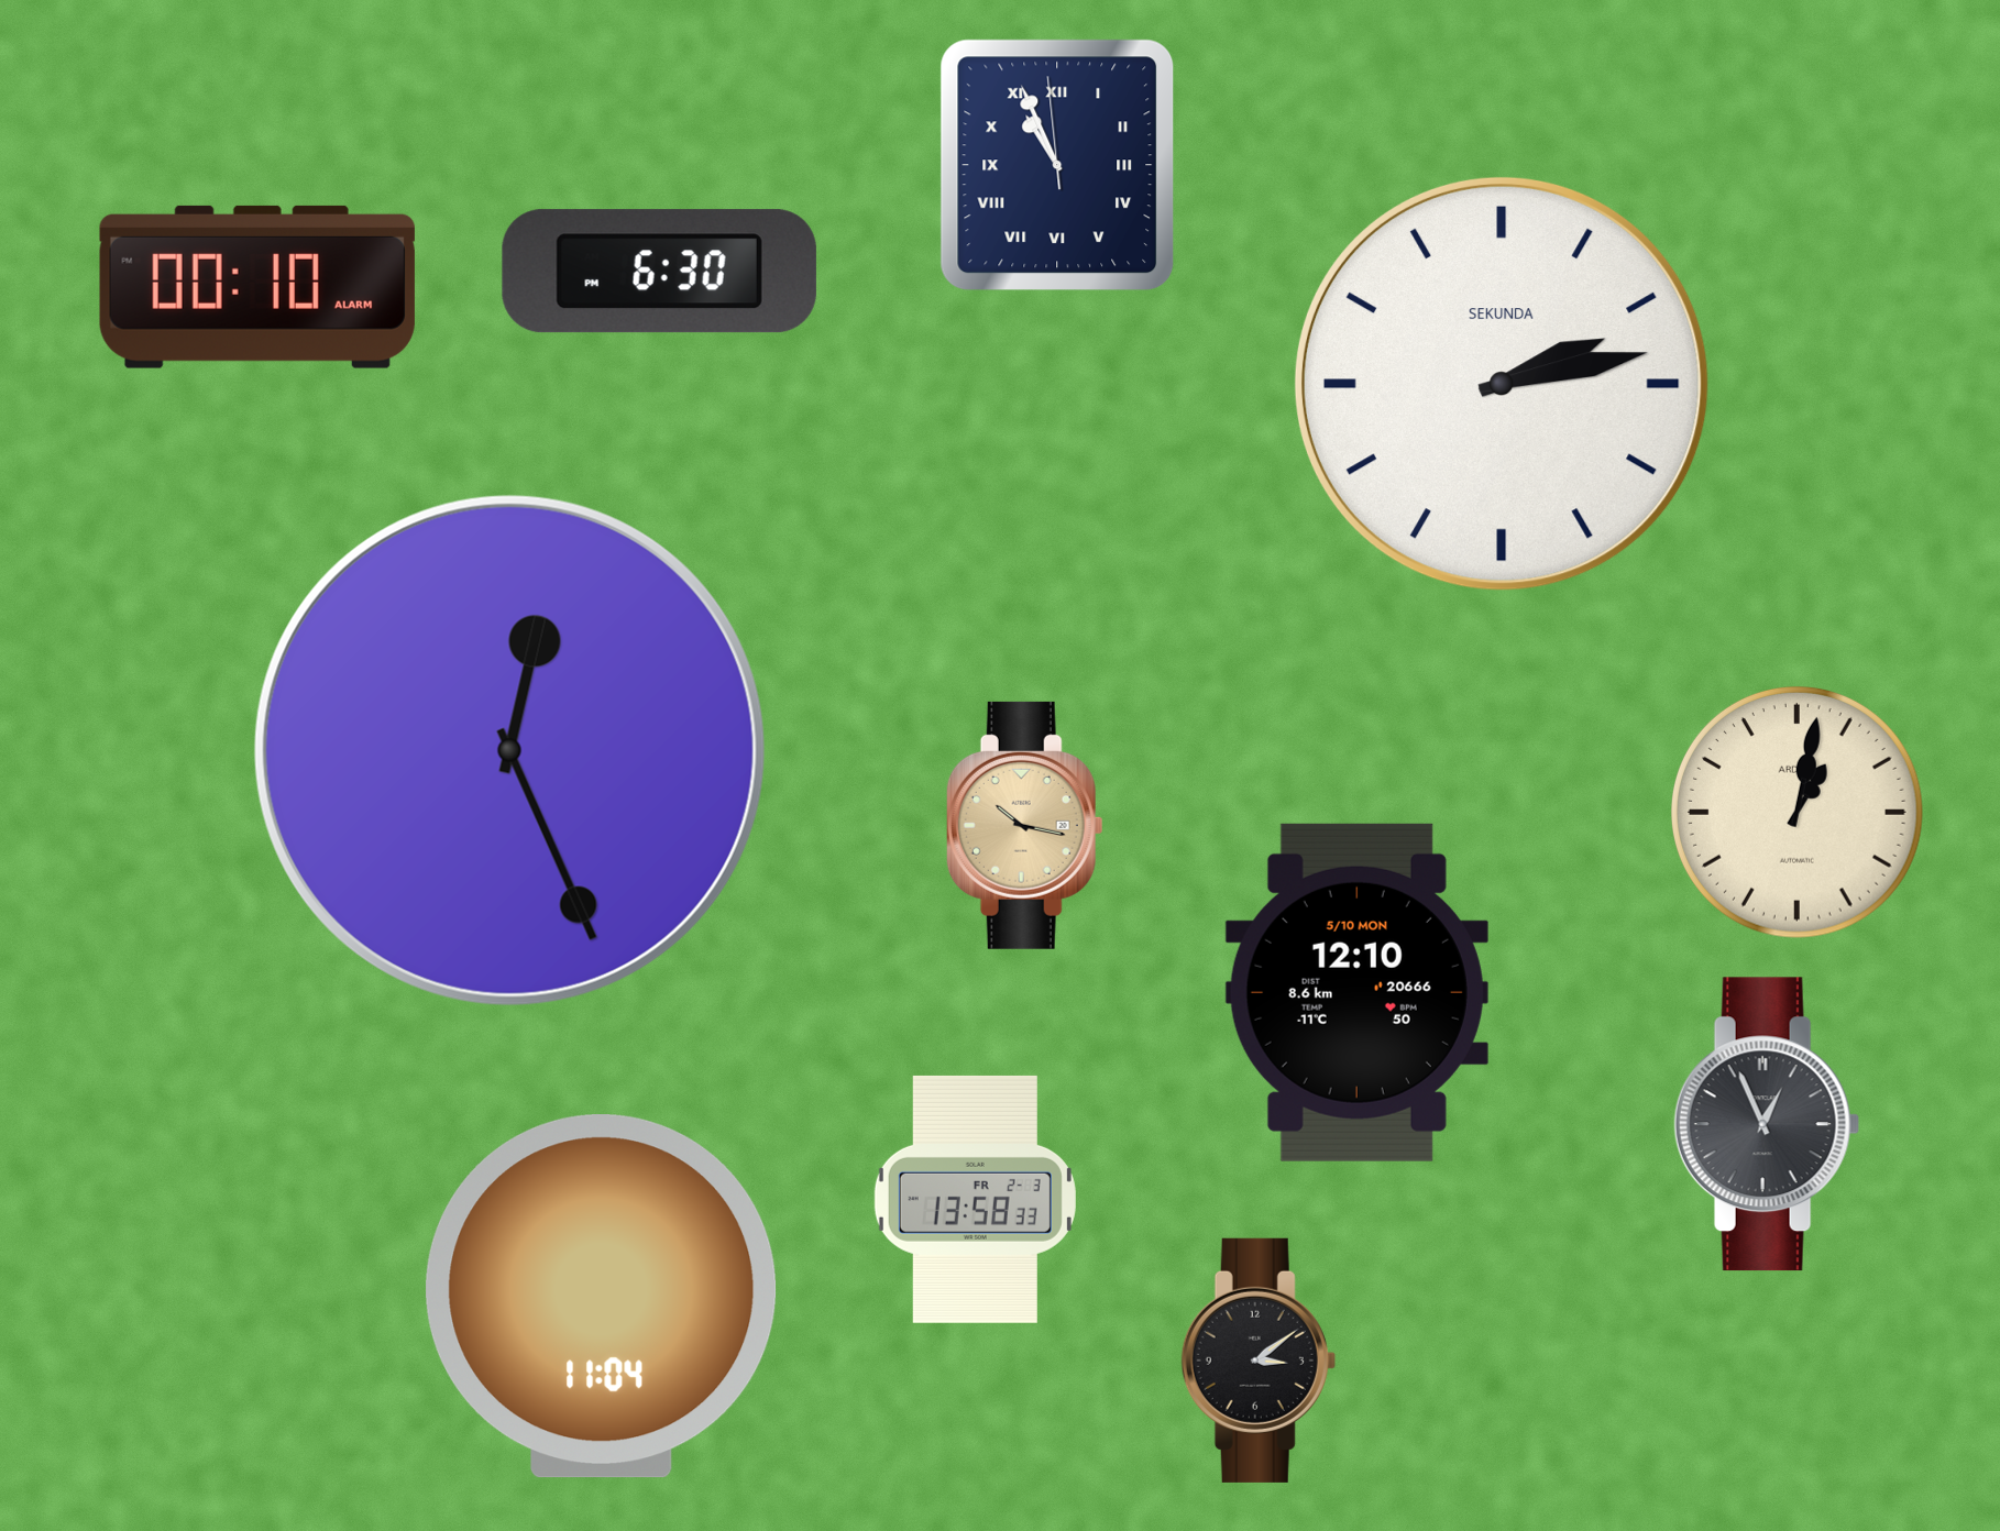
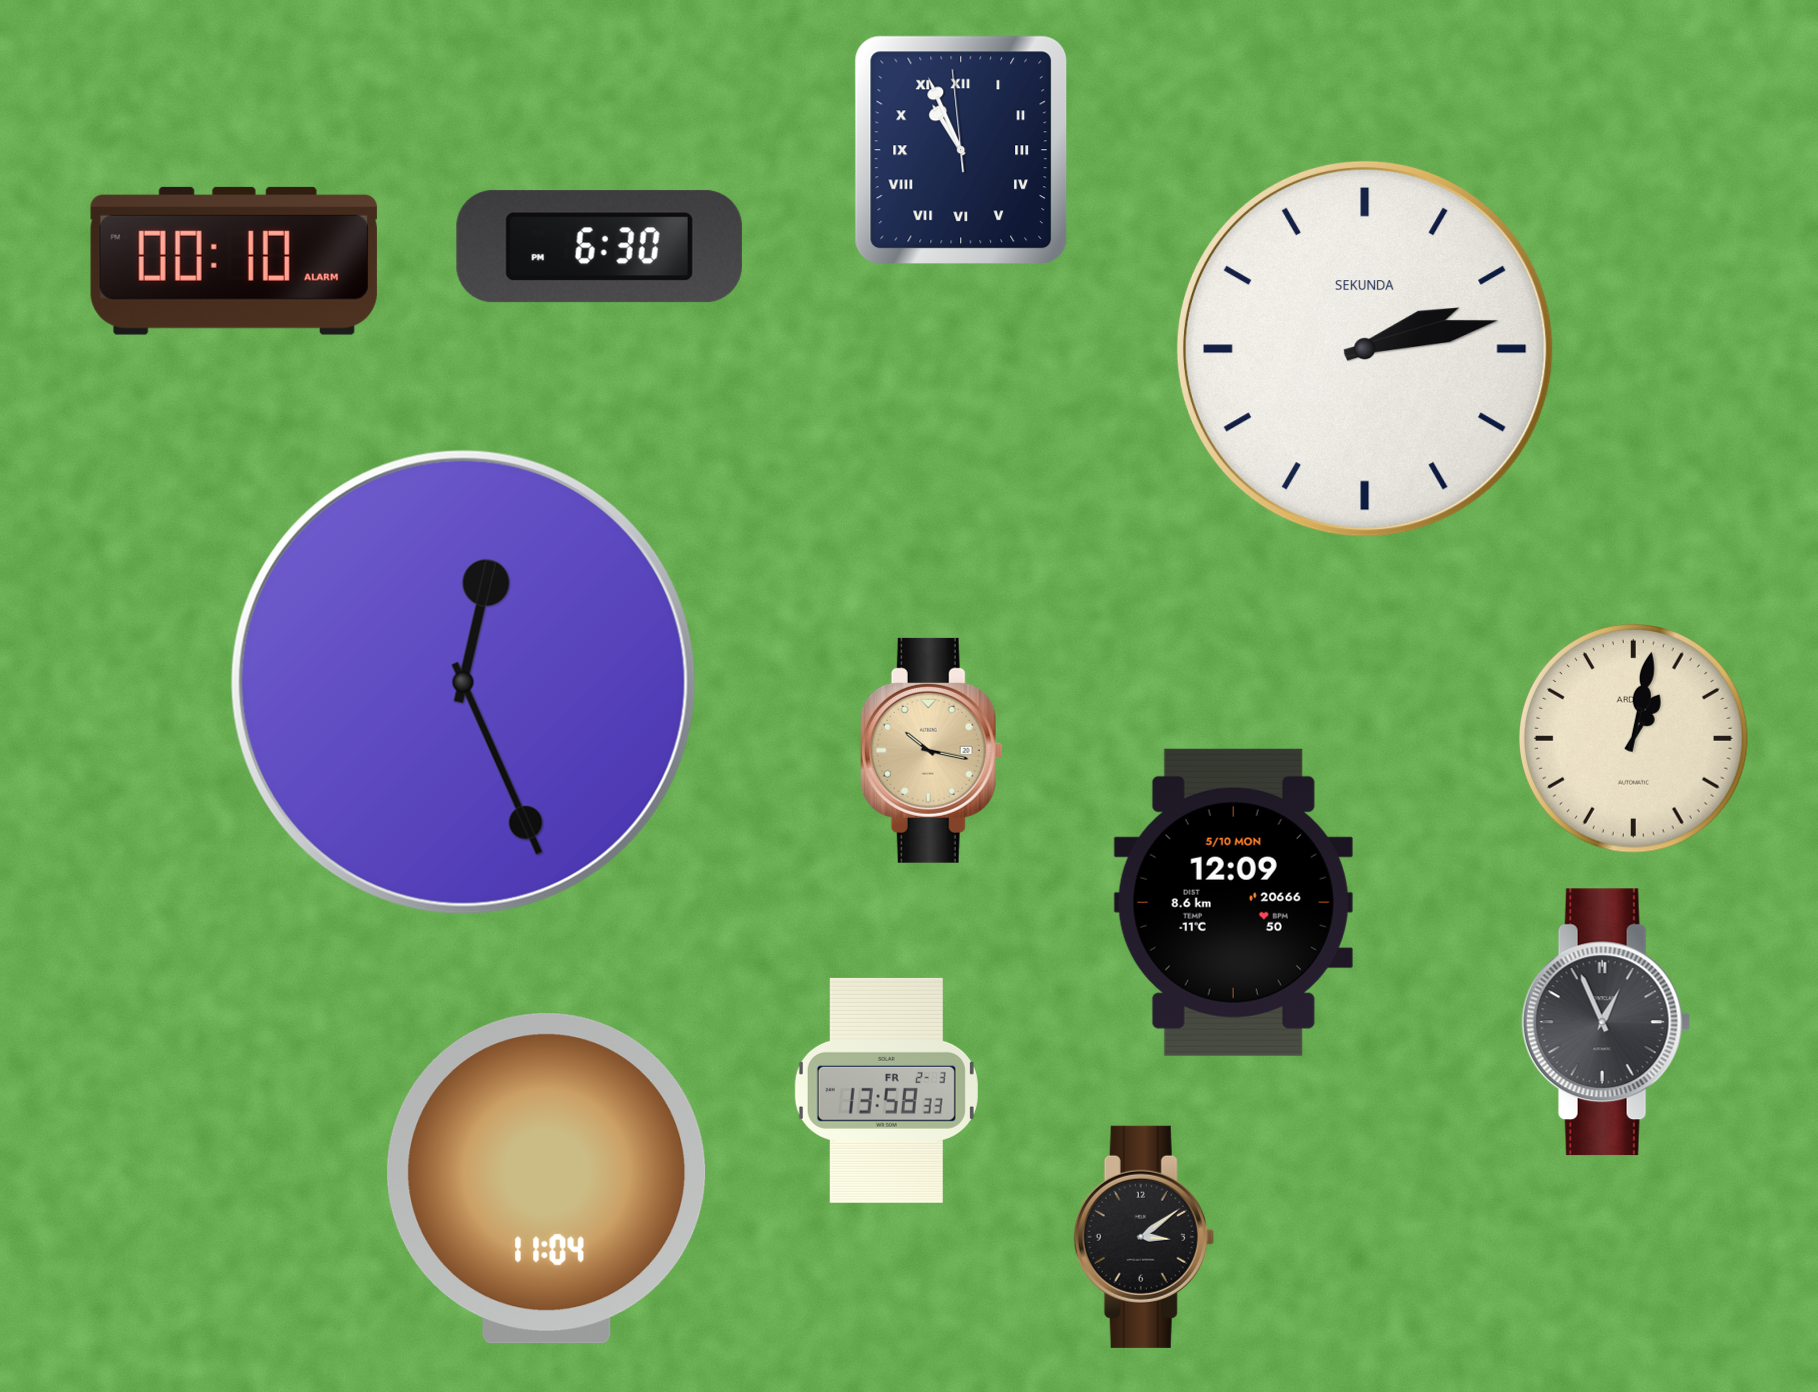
clock at (1356, 992): 12:10 -> 12:09
